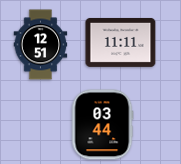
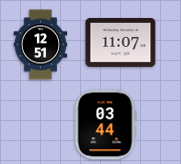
clock at (121, 42): 11:11 -> 11:07
clock at (102, 125) position: (102, 125) -> (105, 125)
